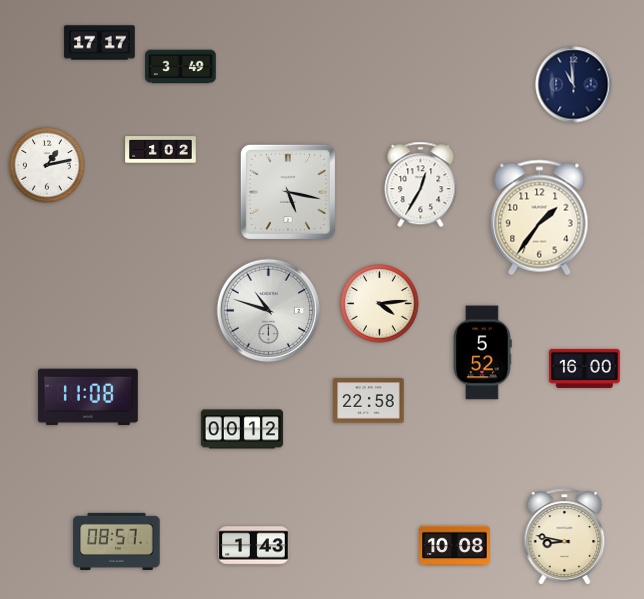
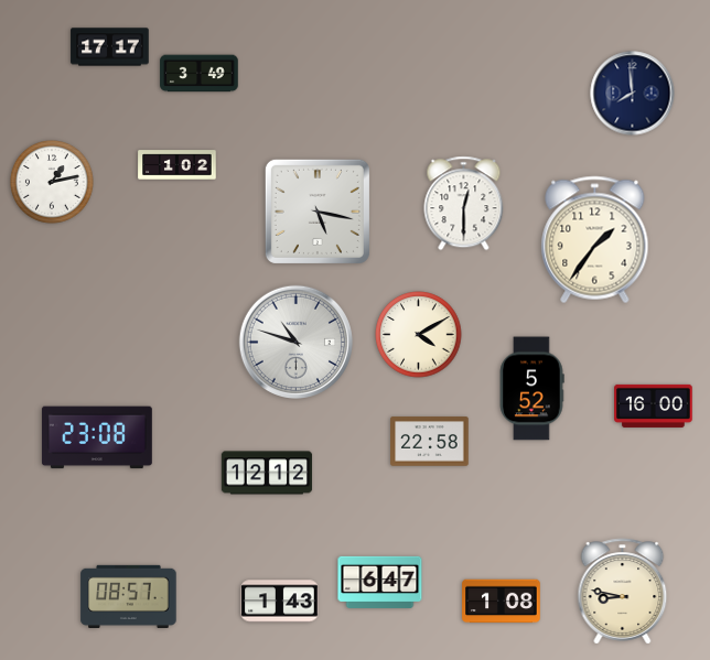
clock at (574, 85): 10:59 -> 7:59
clock at (421, 185): 12:35 -> 12:30
clock at (380, 304): 4:14 -> 4:10
clock at (585, 368) position: (585, 368) -> (654, 405)
clock at (88, 397): 11:08 -> 23:08
clock at (369, 401) position: (369, 401) -> (430, 442)
clock at (242, 429): 00:12 -> 12:12
clock at (380, 582): none -> 6:47
clock at (455, 546): 10:08 -> 1:08
